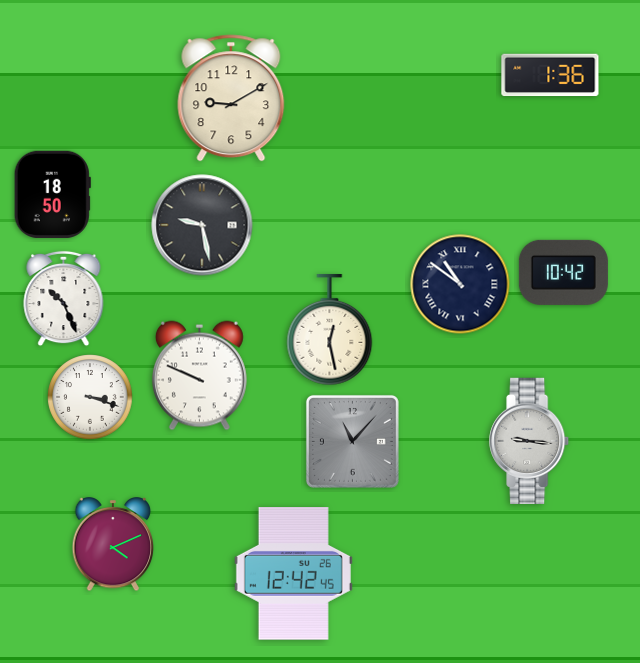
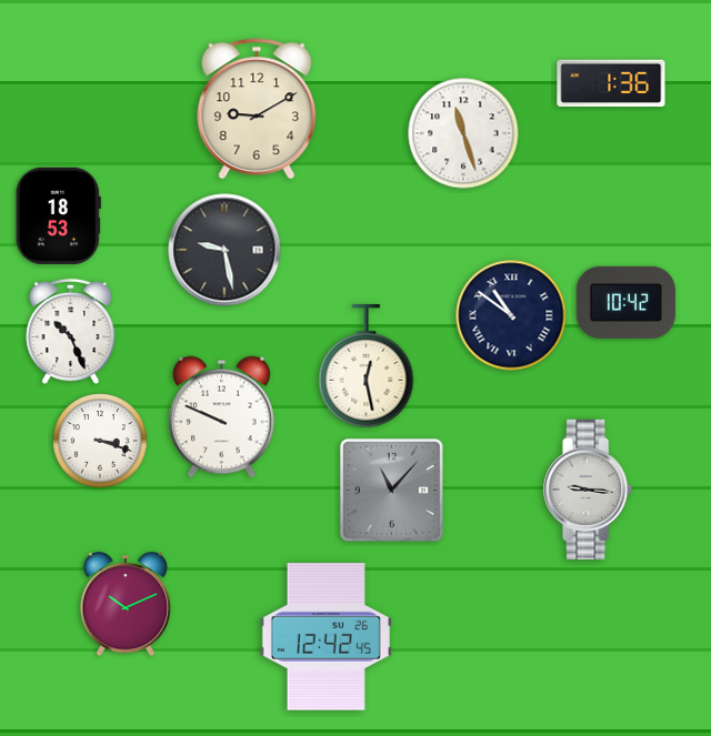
clock at (463, 133): none -> 11:27
clock at (52, 194): 18:50 -> 18:53
clock at (113, 545): 4:11 -> 10:11
